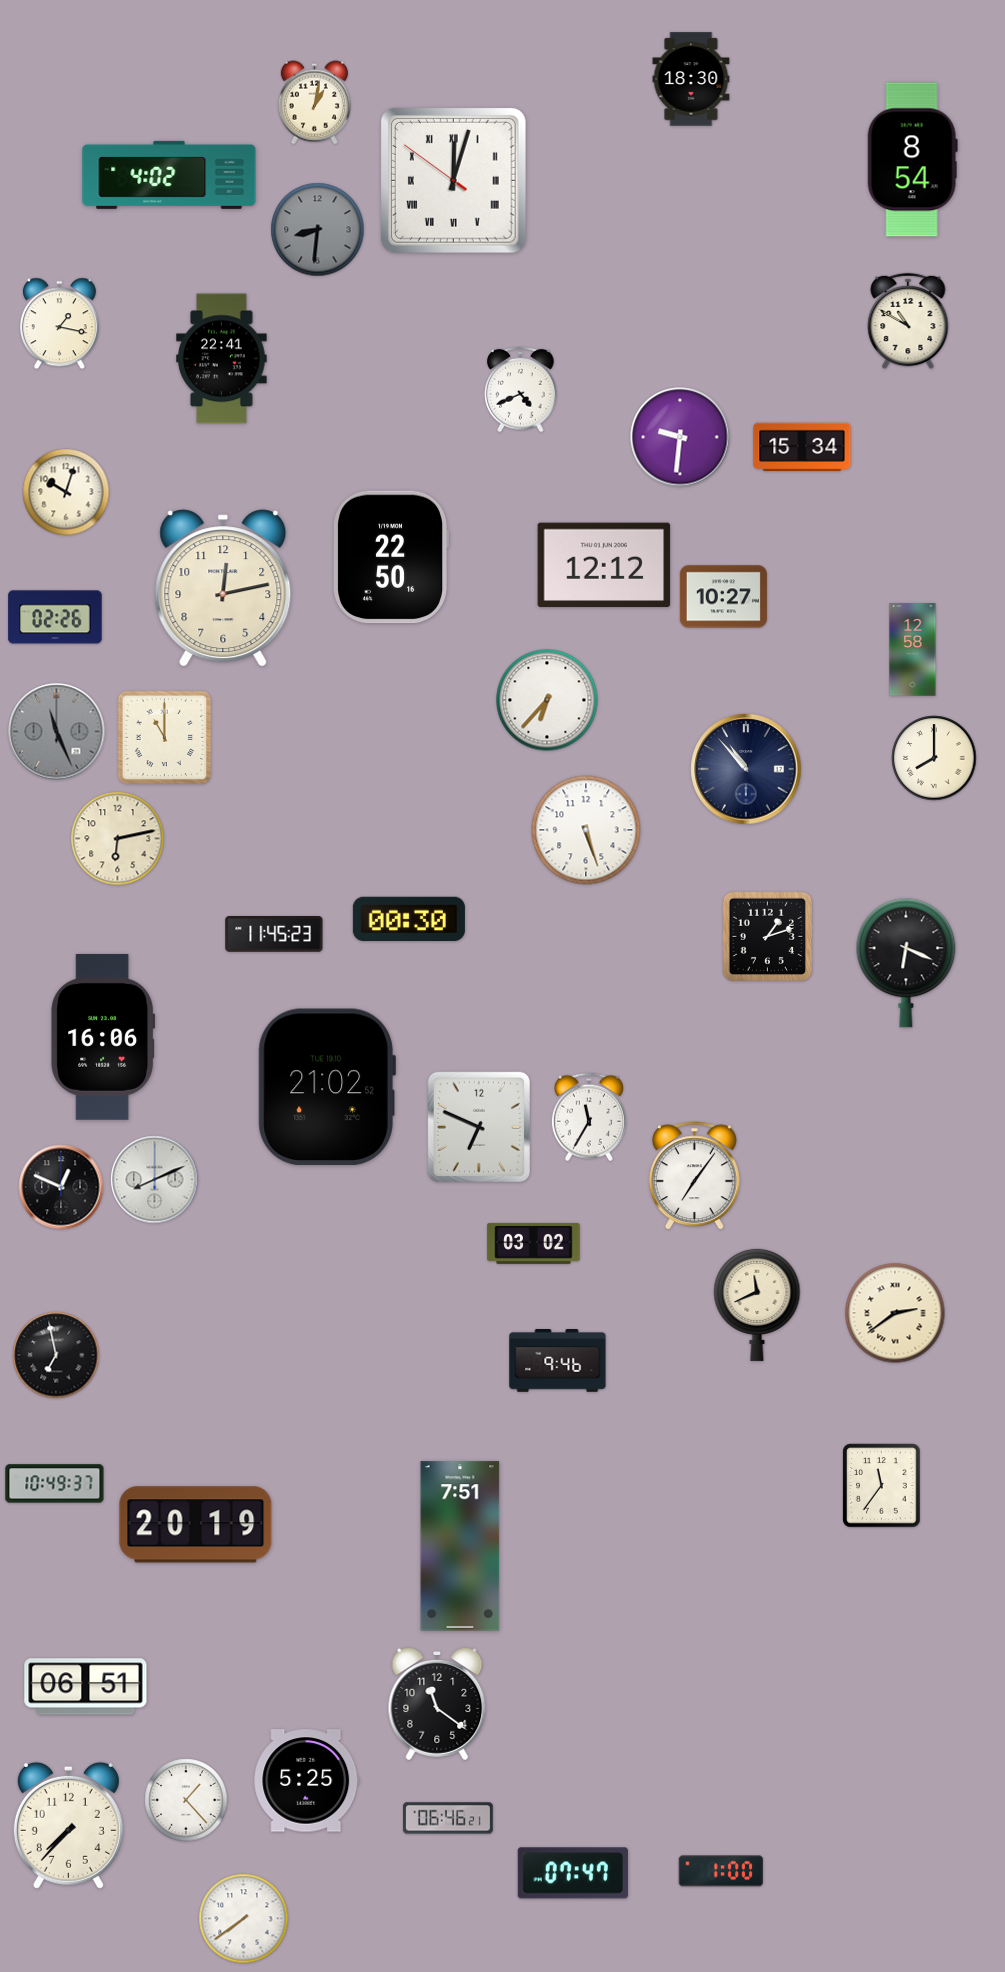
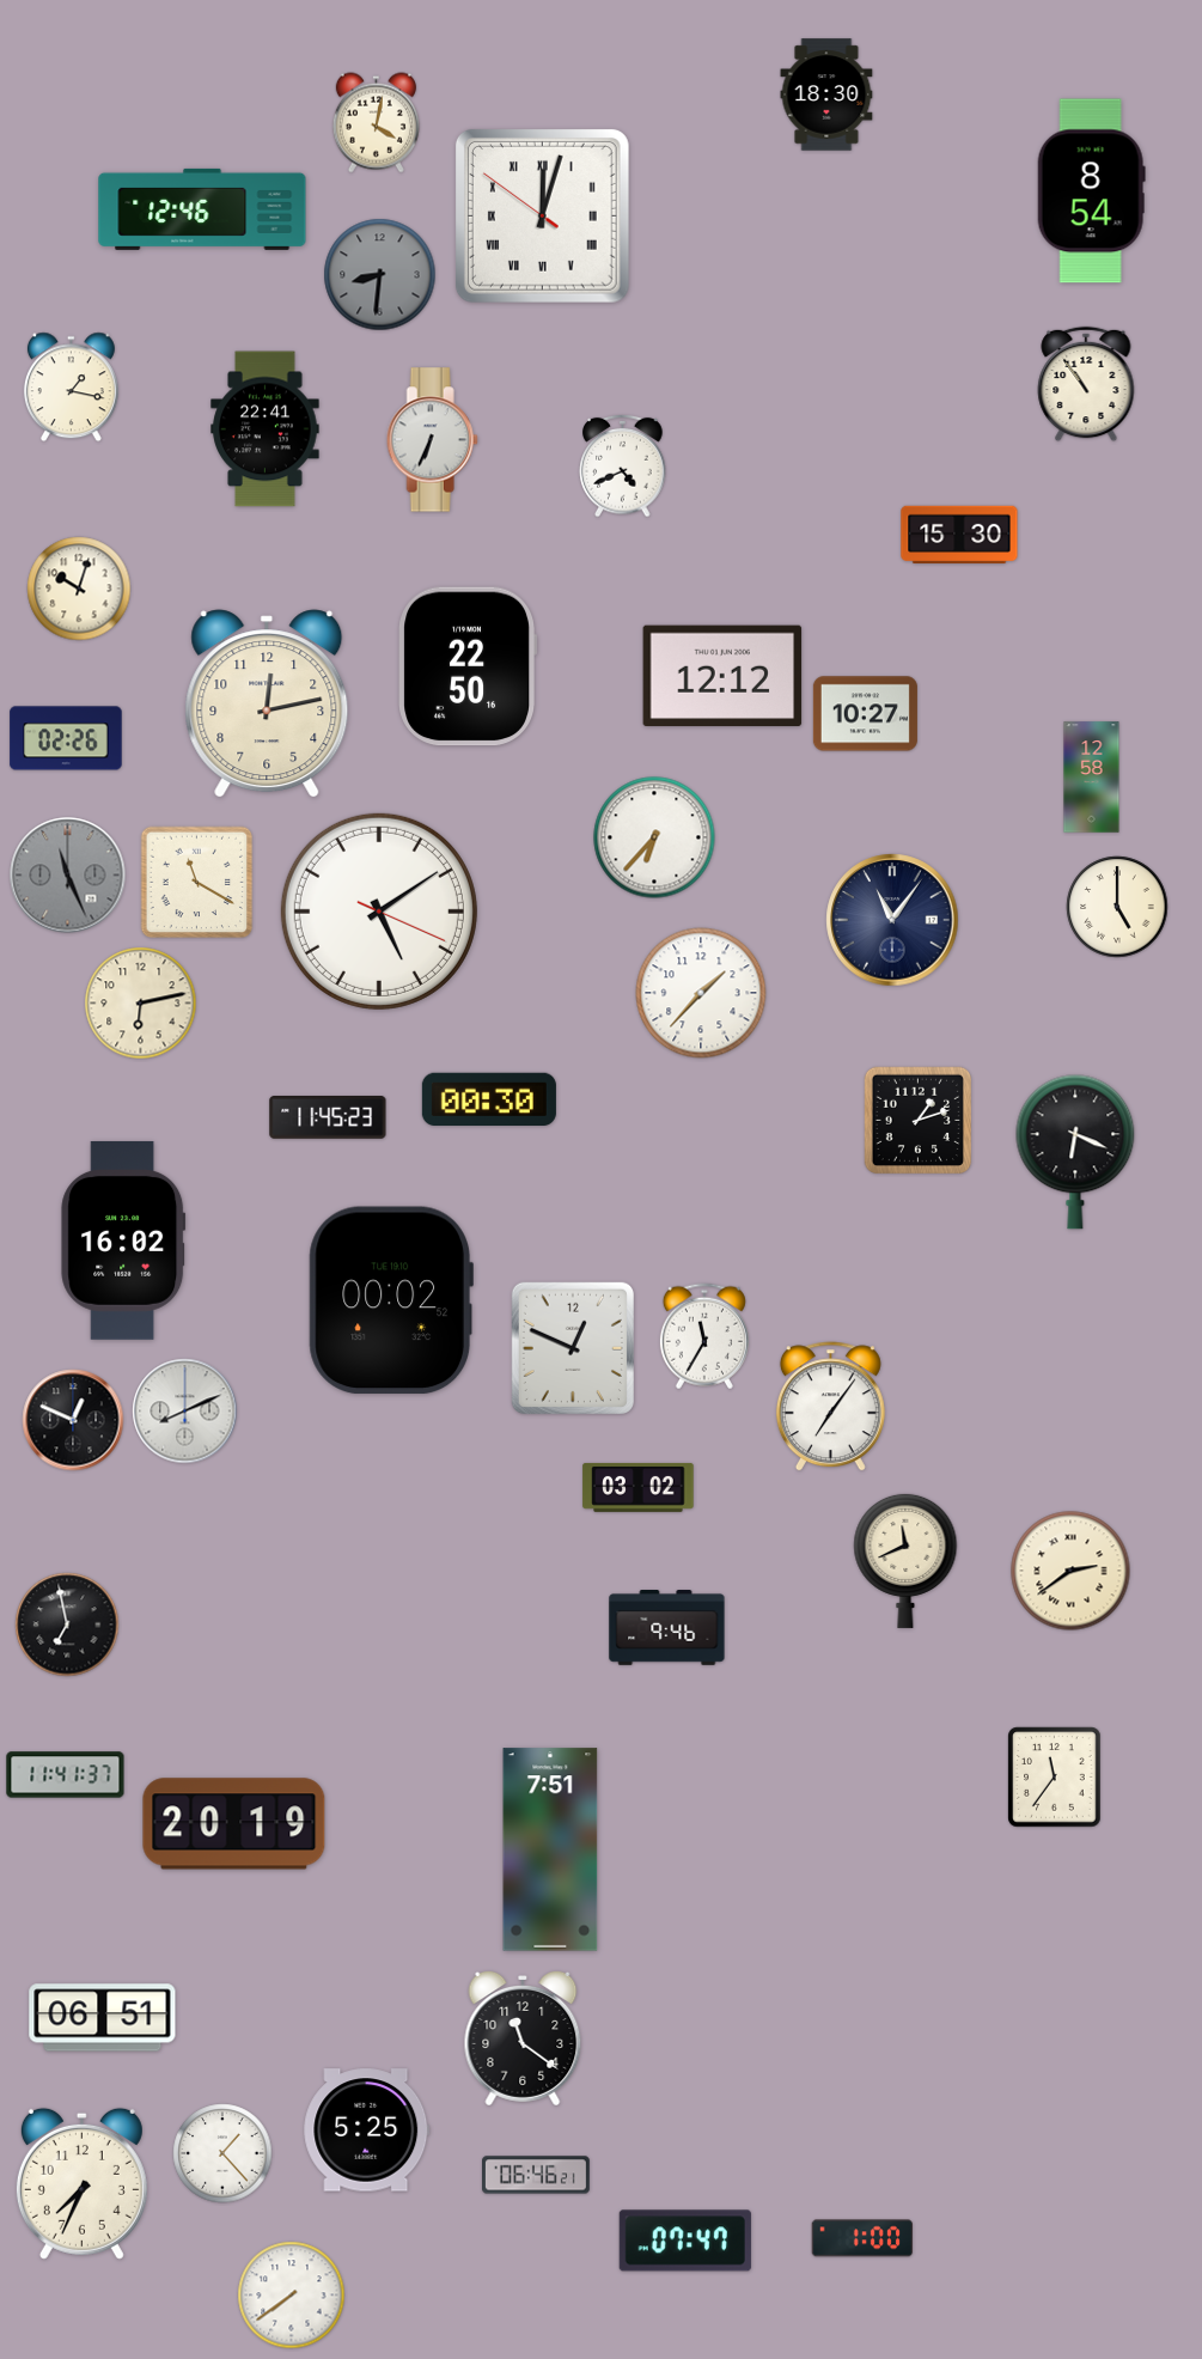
clock at (314, 103): 1:02 -> 4:02
clock at (169, 175): 4:02 -> 12:46
clock at (908, 321): 10:50 -> 10:54
clock at (432, 440): none -> 6:34
clock at (680, 437): 9:31 -> none
clock at (802, 446): 15:34 -> 15:30
clock at (165, 738): 11:00 -> 11:20
clock at (934, 758): 8:00 -> 5:00
clock at (379, 912): none -> 5:09
clock at (746, 769): 10:53 -> 11:06
clock at (586, 830): 5:27 -> 1:37
clock at (906, 963) position: (906, 963) -> (1075, 1152)
clock at (103, 1037): 16:06 -> 16:02
clock at (327, 1087): 21:02 -> 00:02
clock at (479, 1127): 6:49 -> 12:49
clock at (56, 1355) position: (56, 1355) -> (67, 1625)
clock at (55, 1484): 10:49 -> 11:41
clock at (68, 1825): 7:37 -> 7:34
